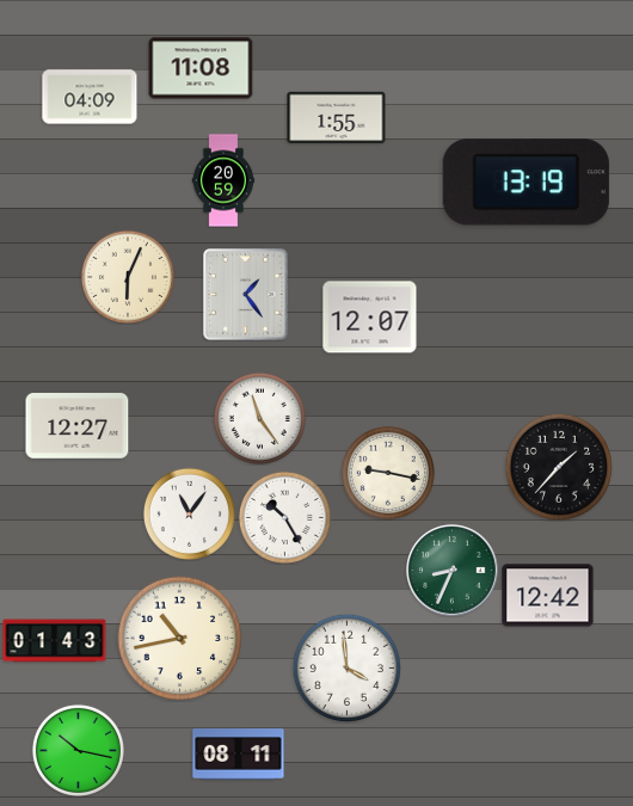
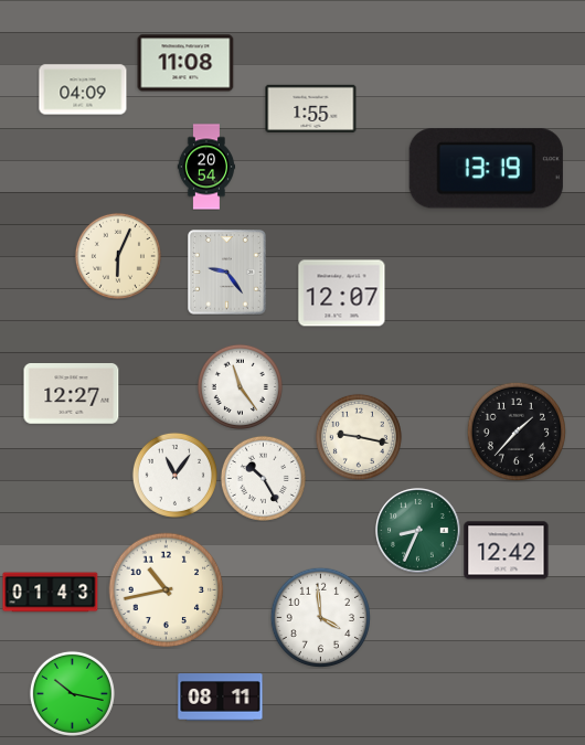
clock at (223, 180): 20:59 -> 20:54
clock at (246, 295): 1:24 -> 9:24
clock at (453, 571) position: (453, 571) -> (418, 531)
